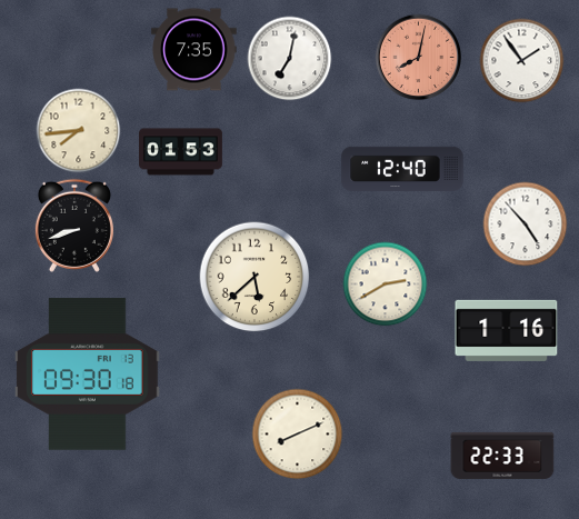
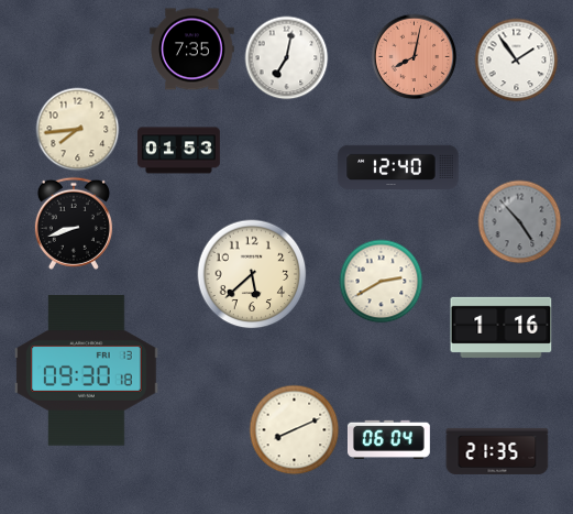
clock at (526, 224) dial: white -> grey
clock at (388, 439): none -> 06:04
clock at (502, 456): 22:33 -> 21:35
